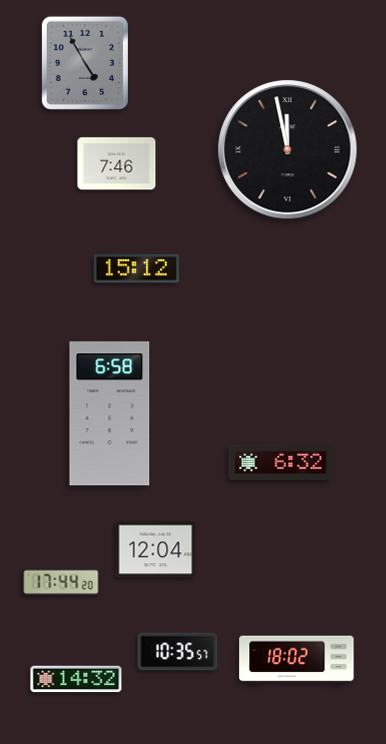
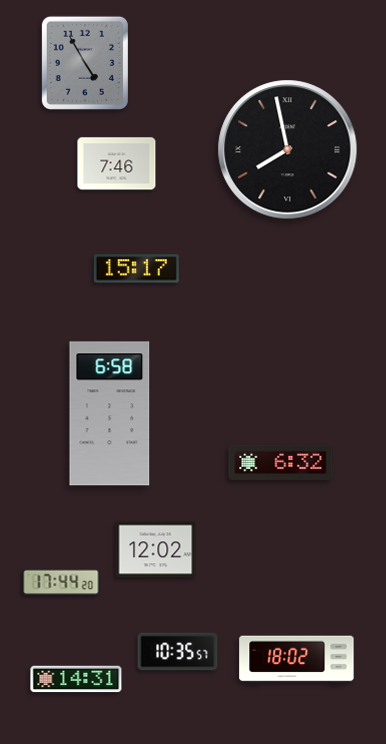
clock at (288, 150): 11:58 -> 7:58
clock at (136, 269): 15:12 -> 15:17
clock at (156, 550): 12:04 -> 12:02
clock at (76, 679): 14:32 -> 14:31
